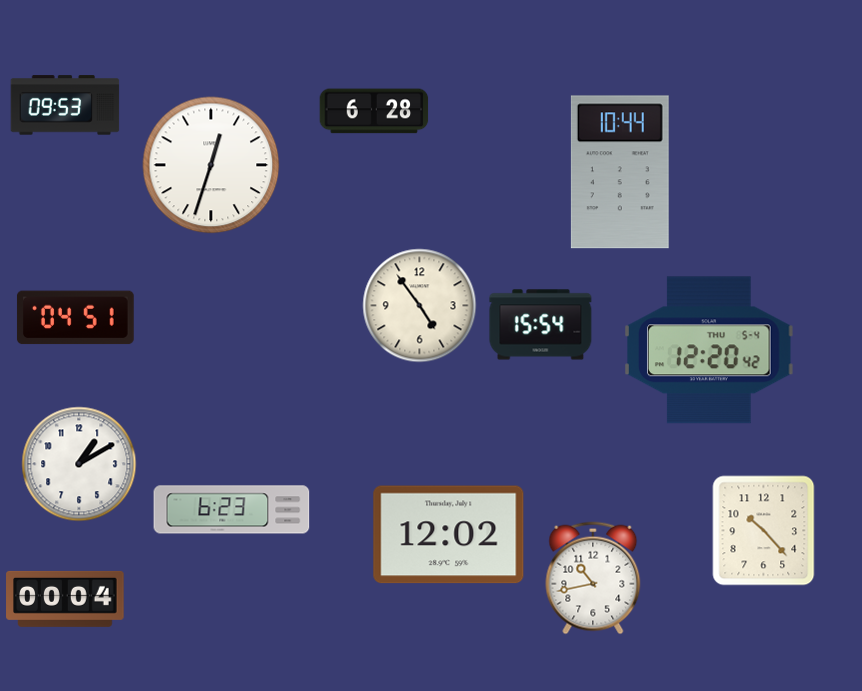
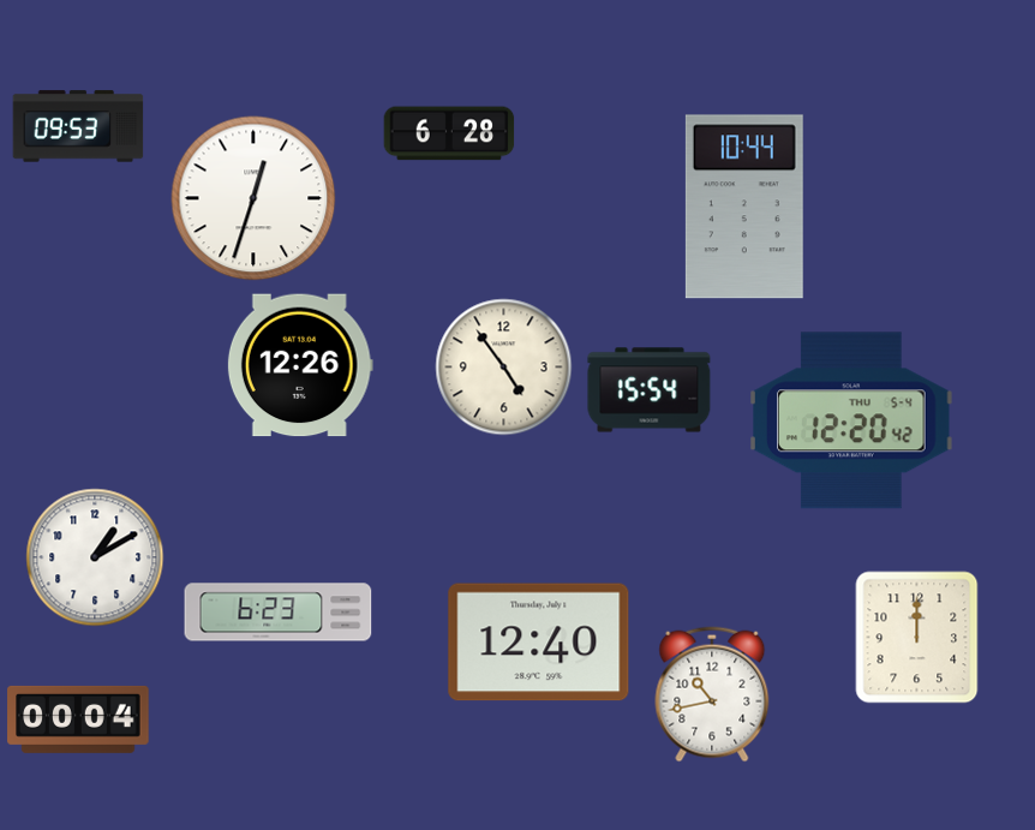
clock at (300, 365): none -> 12:26
clock at (75, 318): 04:51 -> none
clock at (764, 531): 10:23 -> 12:00
clock at (449, 535): 12:02 -> 12:40
